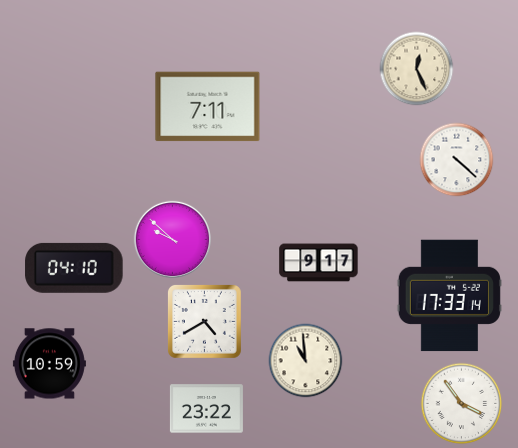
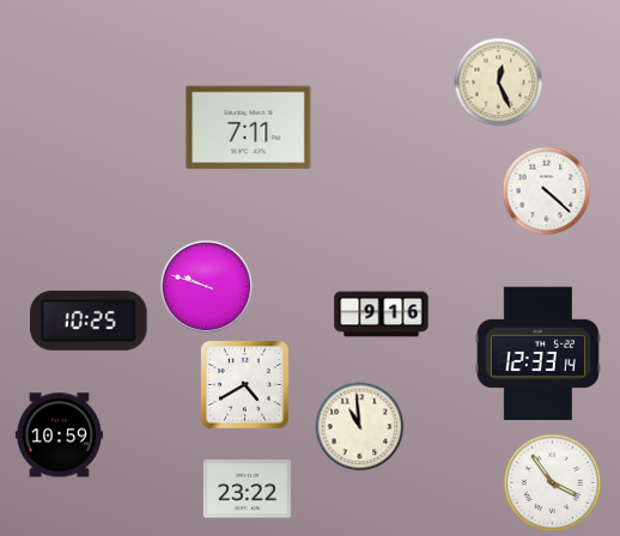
clock at (172, 239): 9:52 -> 9:48
clock at (319, 263): 9:17 -> 9:16
clock at (74, 268): 04:10 -> 10:25
clock at (449, 296): 17:33 -> 12:33
clock at (306, 361) position: (306, 361) -> (360, 427)
